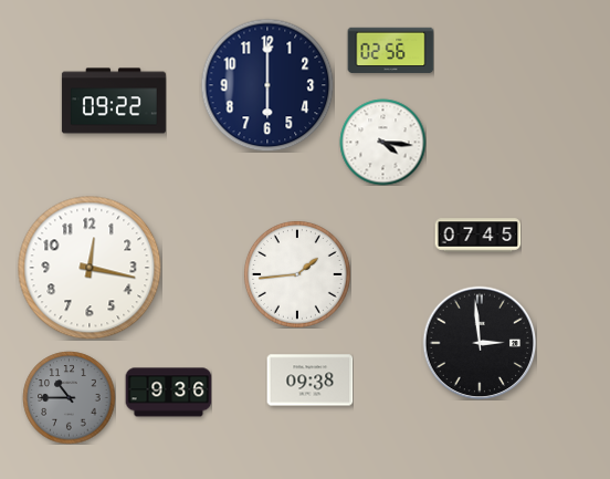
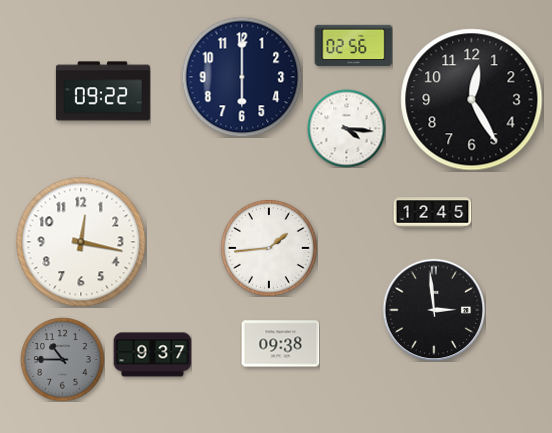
clock at (472, 100): none -> 12:25
clock at (477, 236): 07:45 -> 12:45
clock at (168, 393): 9:36 -> 9:37
